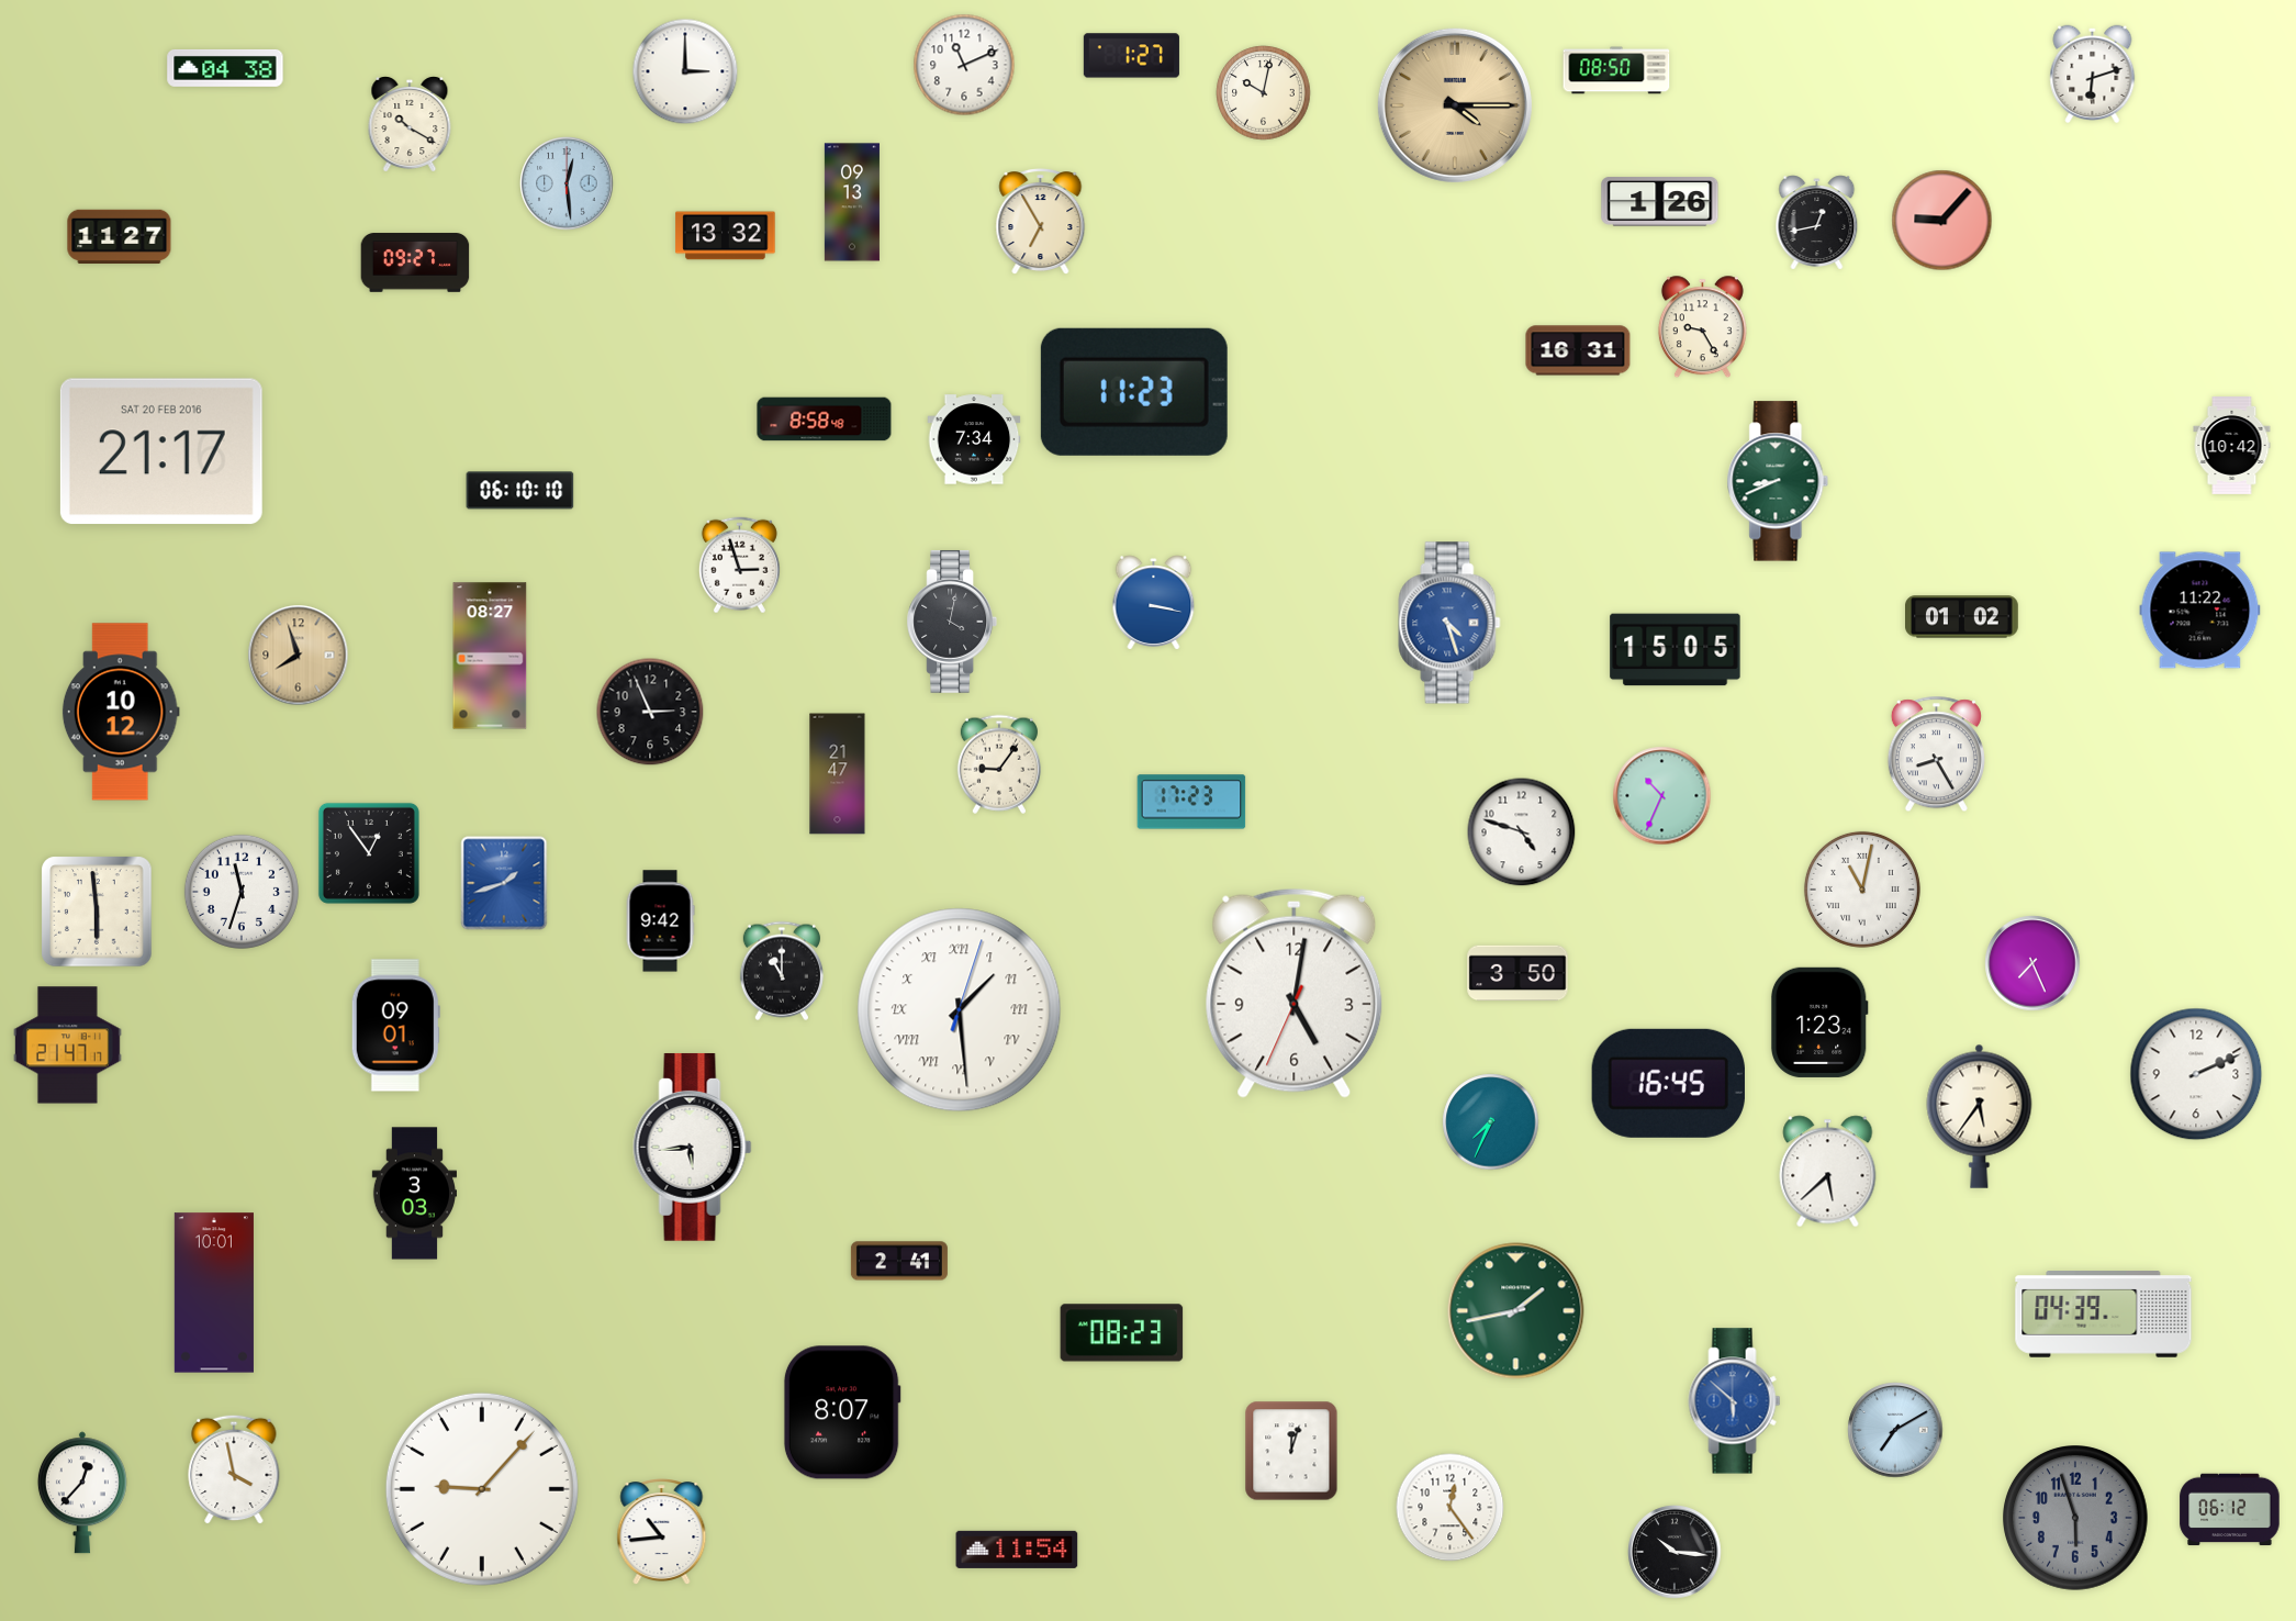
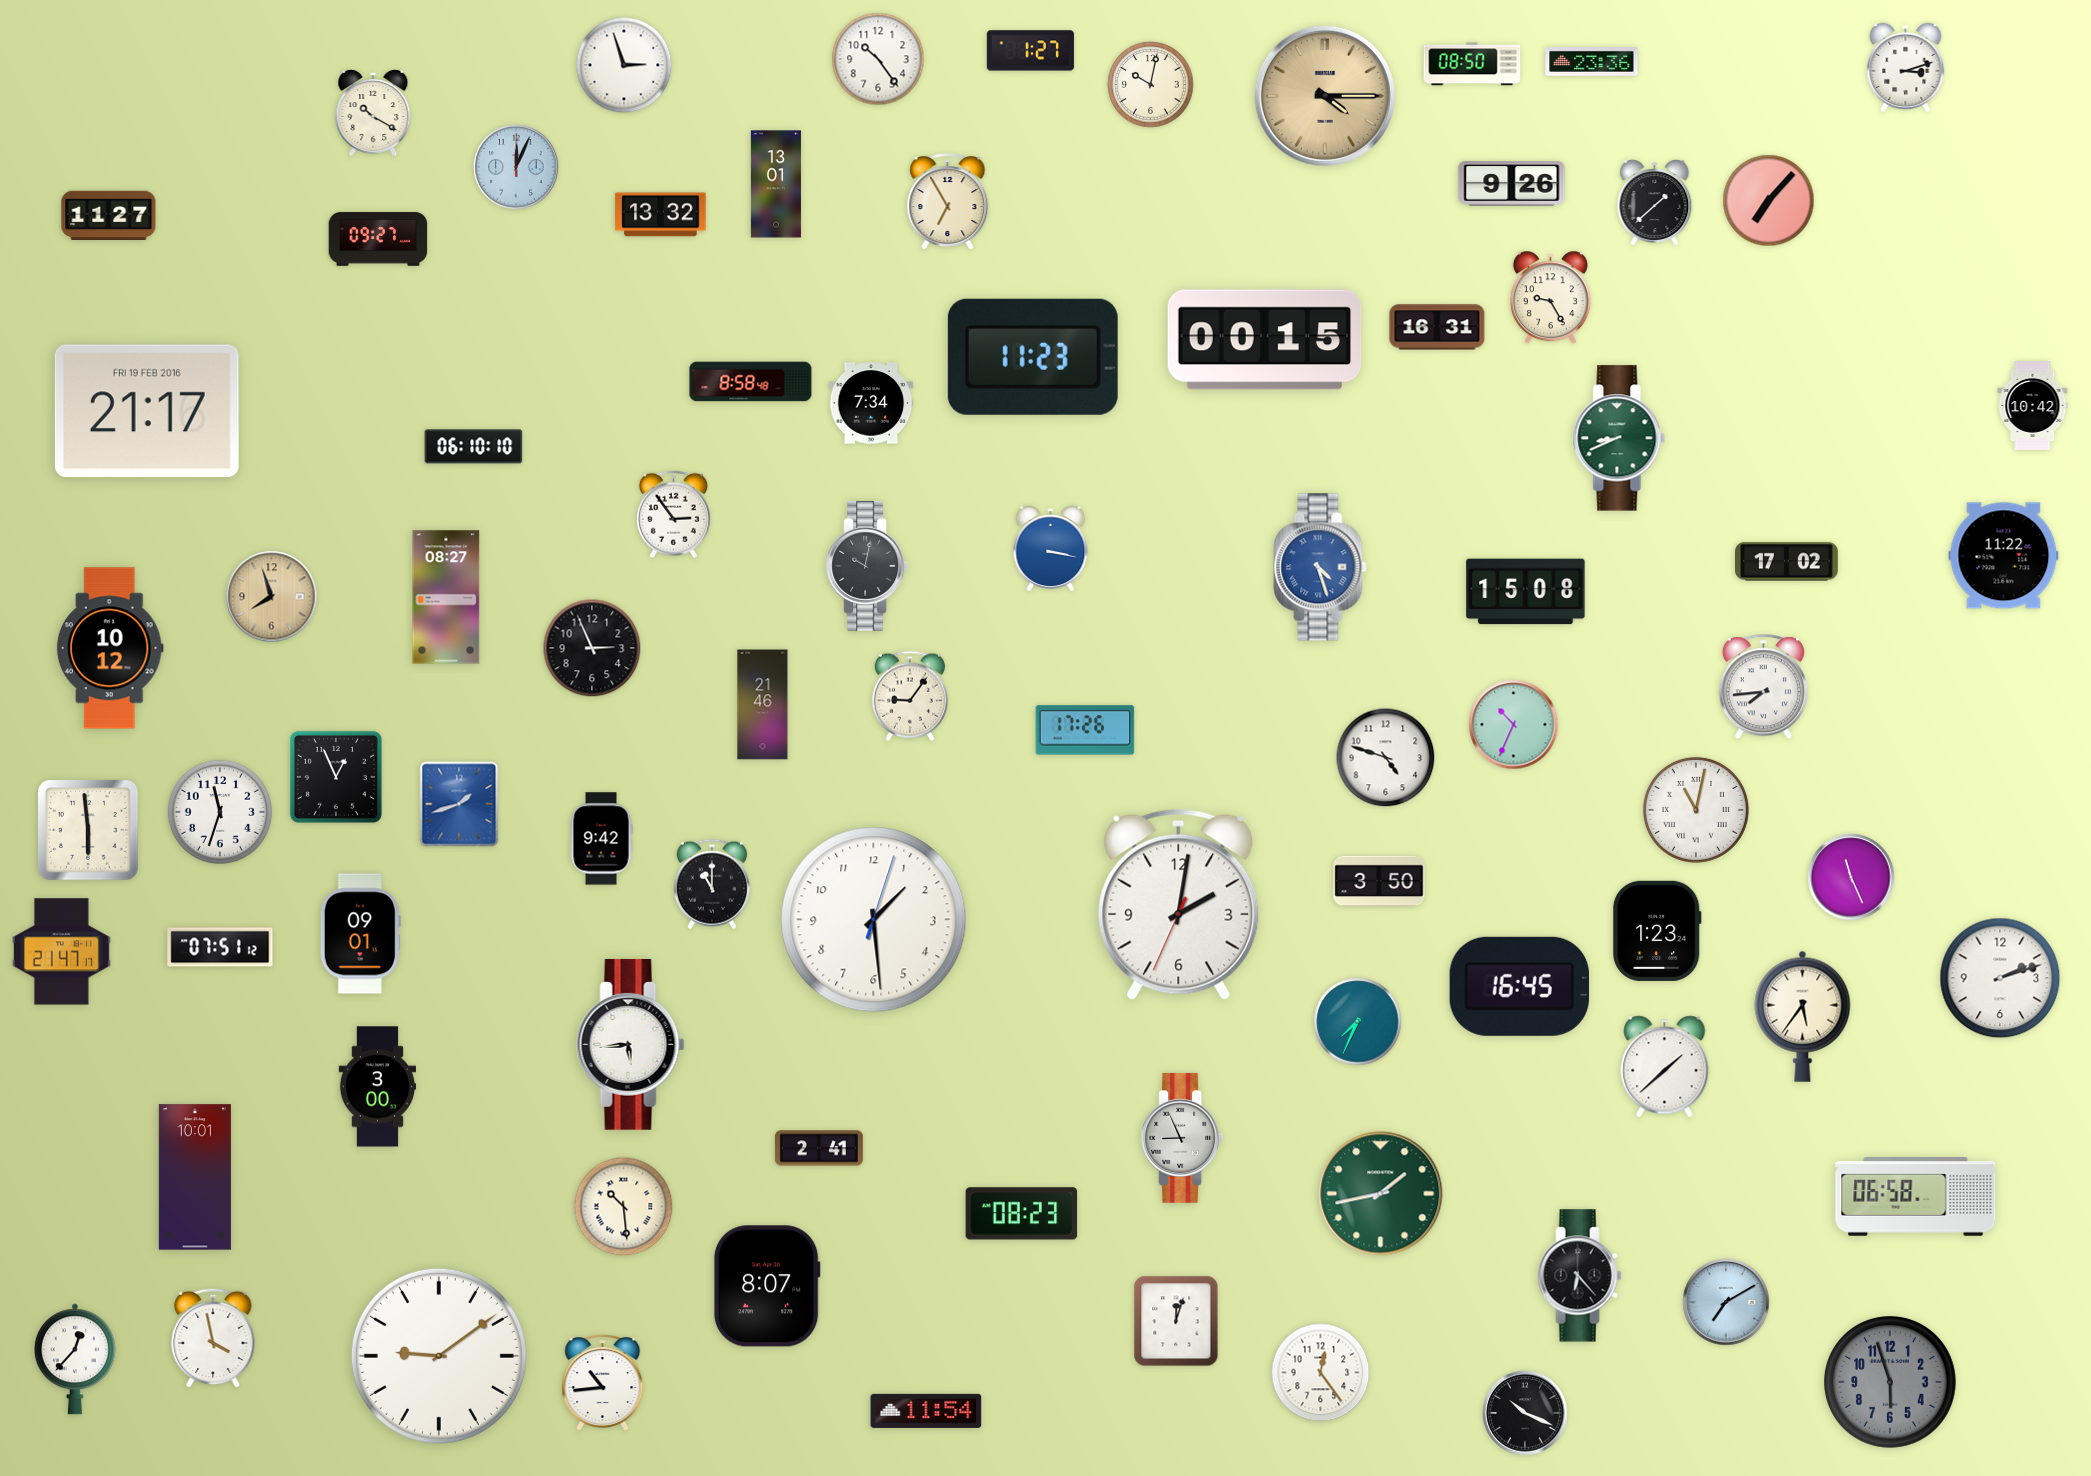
clock at (964, 65): 11:11 -> 10:24
clock at (225, 68): 04:38 -> none
clock at (1592, 62): none -> 23:36
clock at (685, 71): 3:00 -> 2:57
clock at (2093, 74): 6:12 -> 3:12
clock at (567, 183): 12:29 -> 12:04
clock at (852, 202): 09:13 -> 13:01
clock at (1660, 202): 1:26 -> 9:26
clock at (1942, 221): 9:07 -> 7:07
clock at (1817, 223): 12:43 -> 1:38
clock at (1578, 350) position: (1578, 350) -> (1437, 327)
clock at (1265, 340): none -> 00:15
clock at (974, 439) position: (974, 439) -> (871, 403)
clock at (161, 451) date: SAT 20 FEB 2016 -> FRI 19 FEB 2016
clock at (739, 566): 2:57 -> 2:54
clock at (1962, 617): 01:02 -> 17:02
clock at (952, 622): 4:02 -> 10:02
clock at (1676, 650): 15:05 -> 15:08
clock at (1936, 754): 8:25 -> 7:44
clock at (838, 774): 21:47 -> 21:46
clock at (1191, 802): 17:23 -> 17:26
clock at (369, 853): 12:54 -> 12:56
clock at (2032, 963): 7:26 -> 11:26
clock at (1517, 973) position: (1517, 973) -> (1379, 881)
clock at (1295, 993): 5:01 -> 2:01
clock at (960, 1010) numerals: Roman -> Arabic
clock at (220, 947): none -> 07:51
clock at (2196, 1074): 2:11 -> 2:12
clock at (1828, 1172): 5:38 -> 1:38
clock at (414, 1194): 3:03 -> 3:00
clock at (1182, 1138): none -> 8:56
clock at (2104, 1315): 04:39 -> 06:58
clock at (624, 1207): none -> 10:29
clock at (1735, 1401): 5:52 -> 6:23
clock at (1735, 1401) dial: blue -> black
clock at (482, 1489): 9:07 -> 9:09
clock at (2230, 1510): 06:12 -> none
clock at (662, 1532) position: (662, 1532) -> (603, 1383)
clock at (1675, 1552): 10:16 -> 10:19
